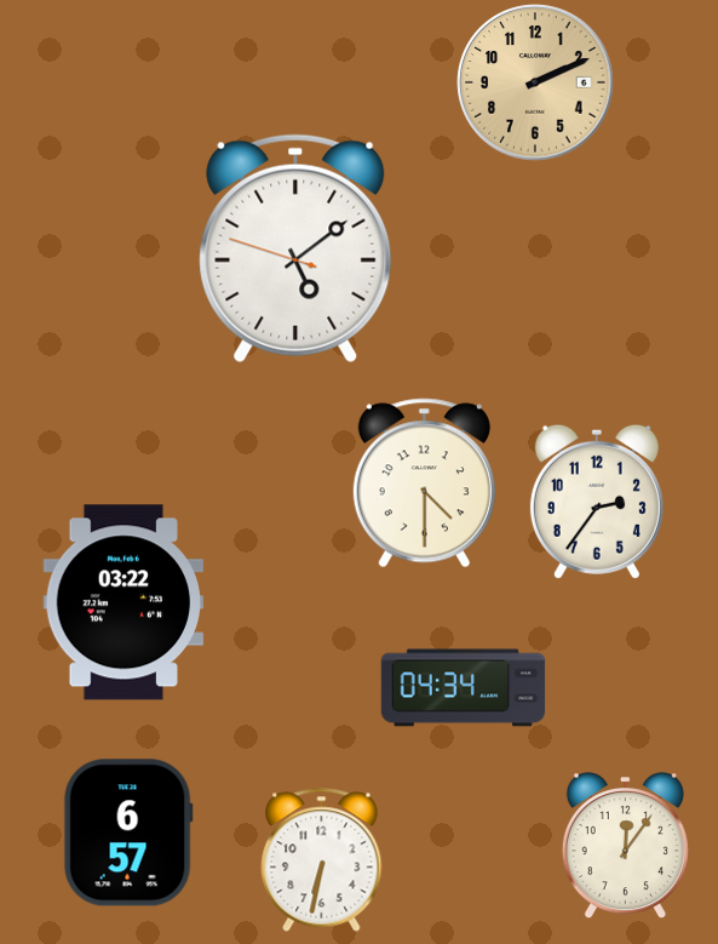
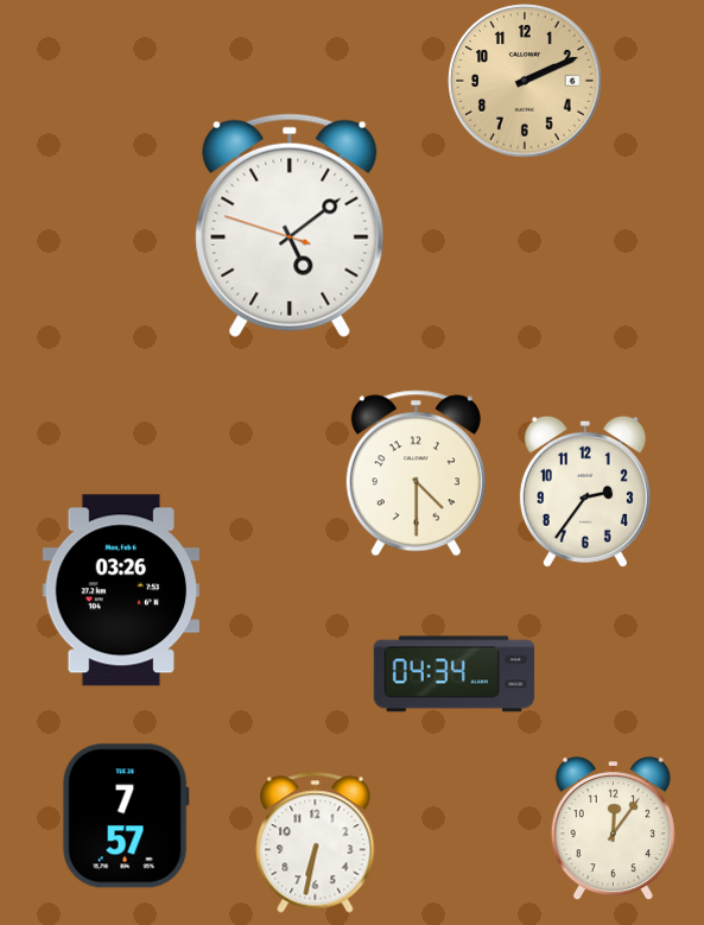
clock at (295, 248) position: (295, 248) -> (290, 226)
clock at (124, 602): 03:22 -> 03:26
clock at (128, 833): 6:57 -> 7:57
